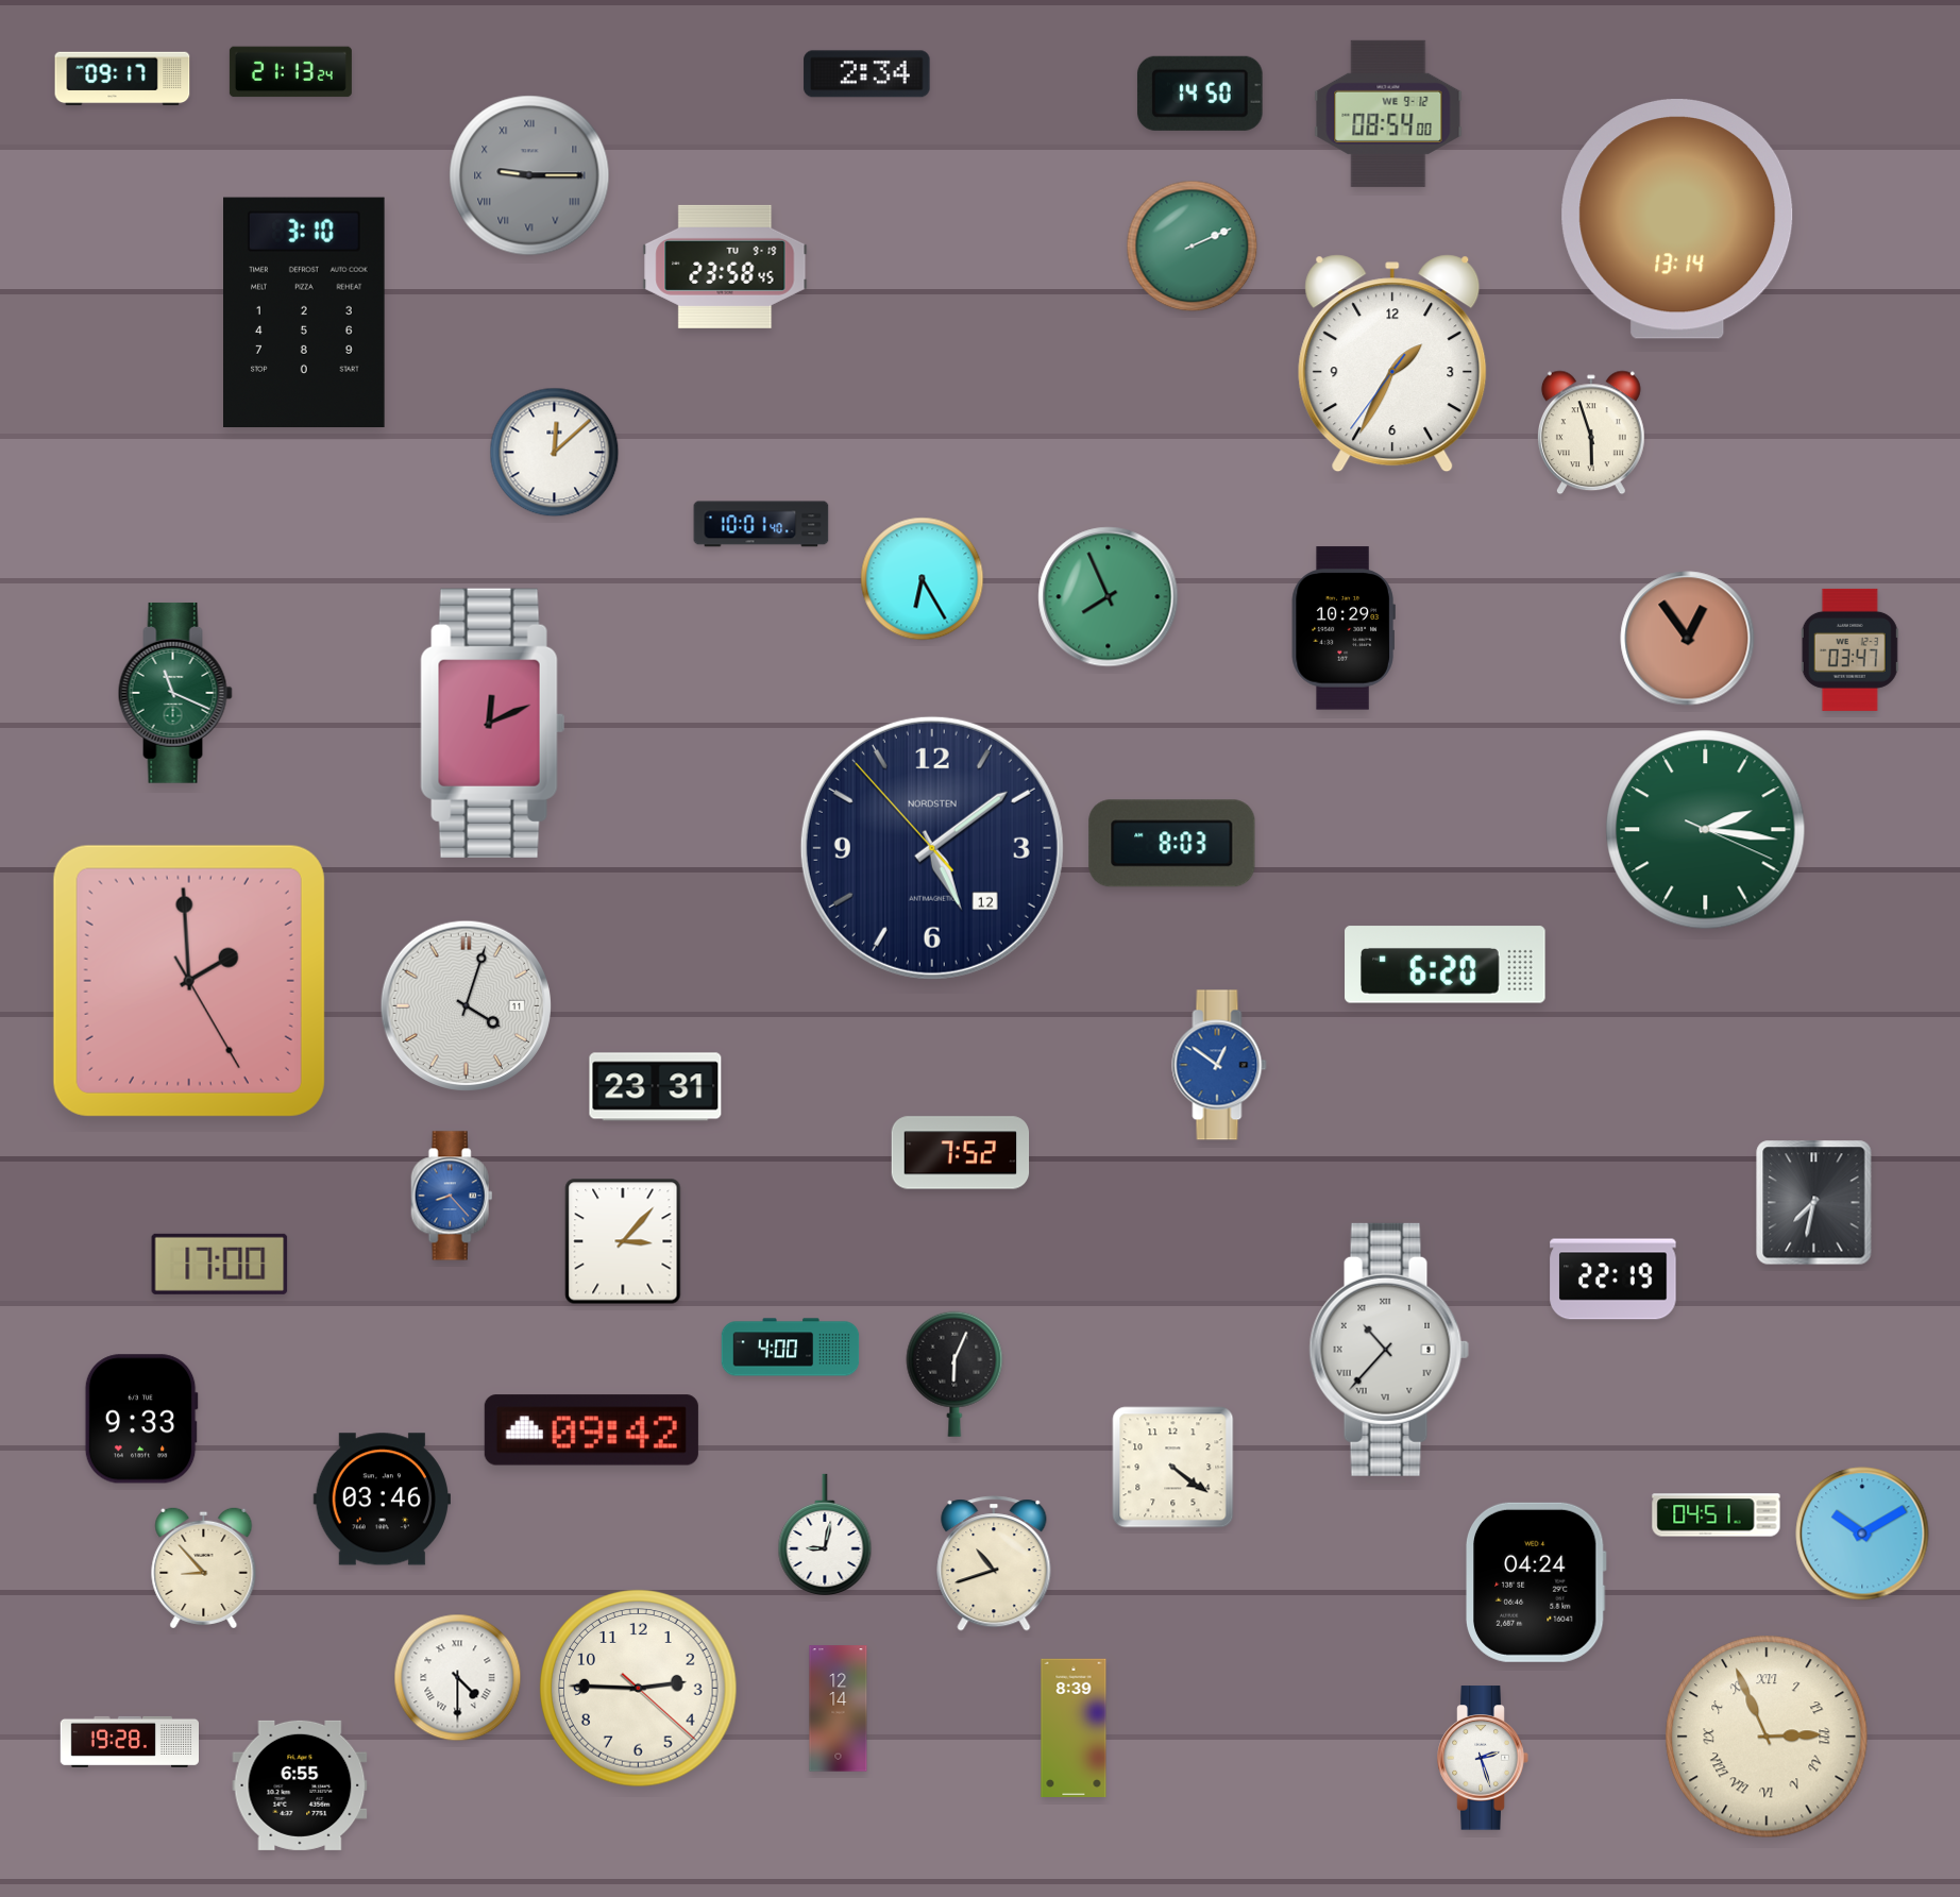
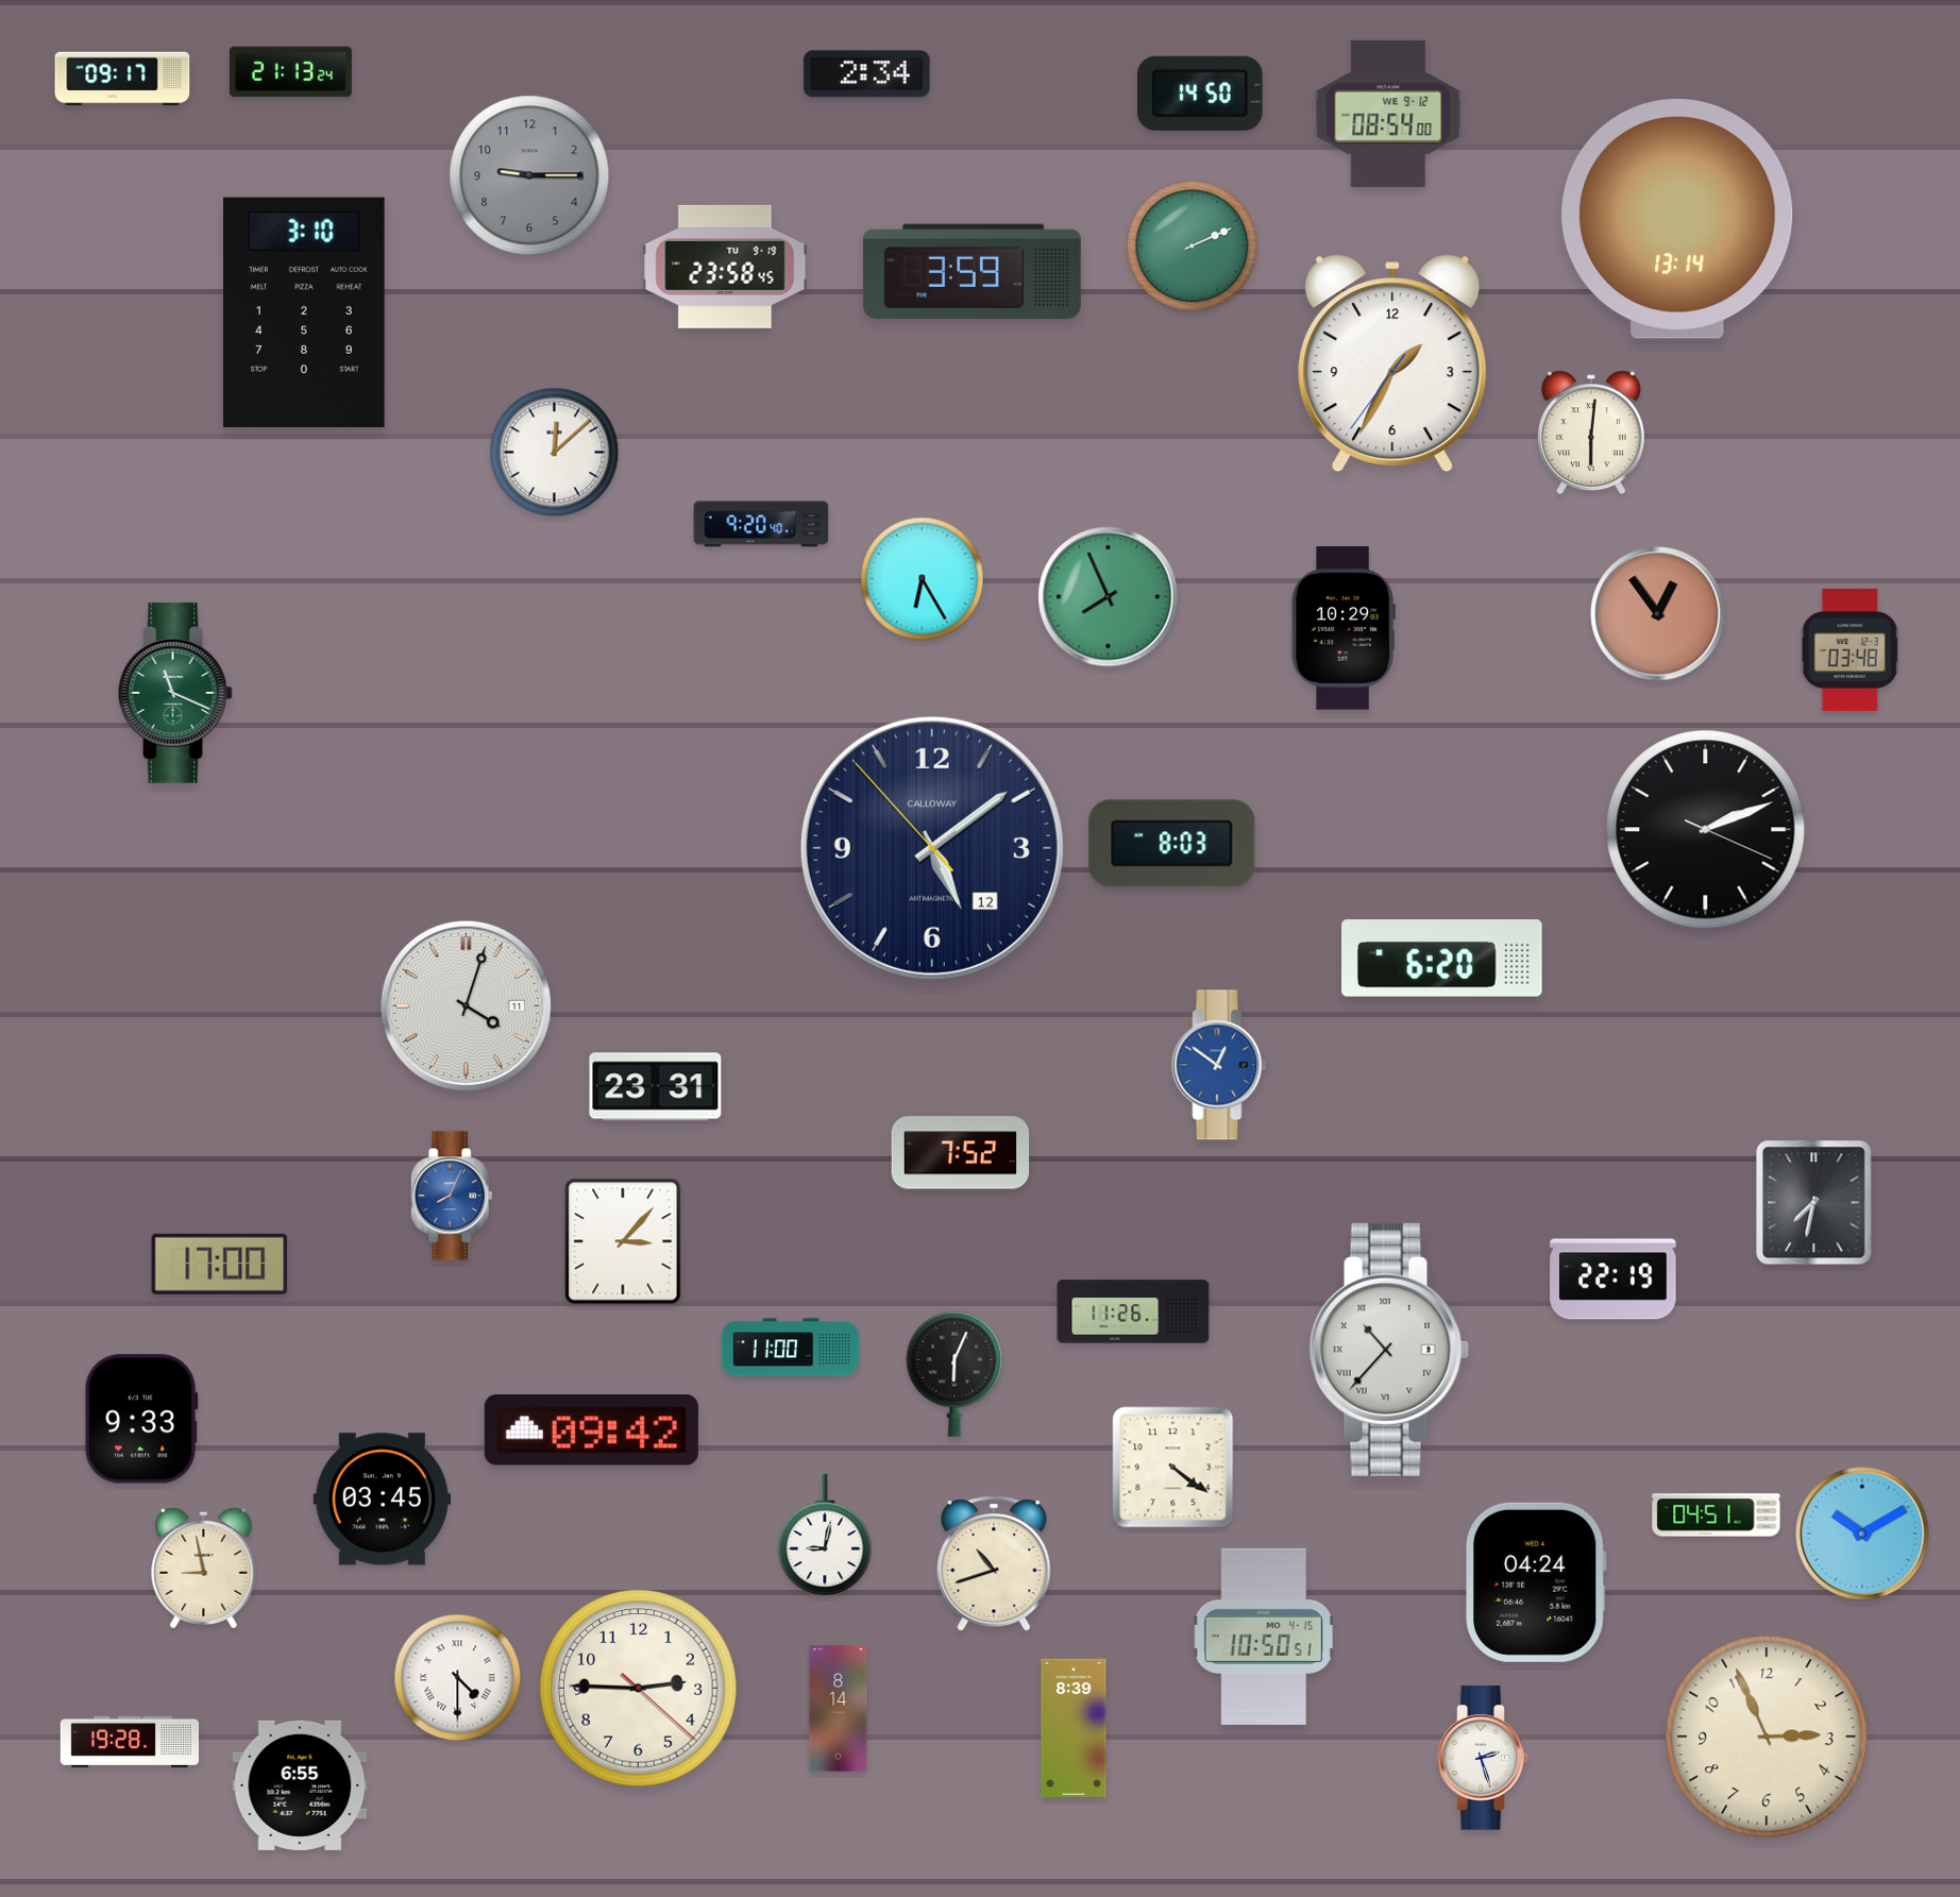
clock at (529, 175) numerals: Roman -> Arabic
clock at (971, 271): none -> 3:59
clock at (1591, 433): 5:57 -> 6:01
clock at (761, 524): 10:01 -> 9:20
clock at (1688, 639) position: (1688, 639) -> (1658, 614)
clock at (1849, 649): 03:47 -> 03:48
clock at (493, 723): 12:11 -> none
clock at (1706, 830): 2:16 -> 2:11
clock at (1706, 830) dial: green -> black
clock at (932, 848) brand: NORDSTEN -> CALLOWAY
clock at (1446, 965) position: (1446, 965) -> (1442, 959)
clock at (189, 981): 1:59 -> none
clock at (452, 1196): 8:23 -> 8:04
clock at (1133, 1311): none -> 11:26
clock at (791, 1348): 4:00 -> 11:00
clock at (382, 1500): 03:46 -> 03:45
clock at (204, 1568): 8:53 -> 8:58
clock at (1264, 1637): none -> 10:50
clock at (839, 1709): 12:14 -> 8:14
clock at (1767, 1737) numerals: Roman -> Arabic
